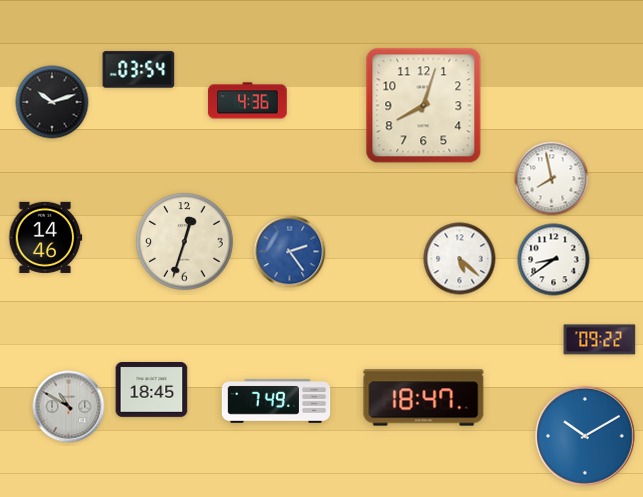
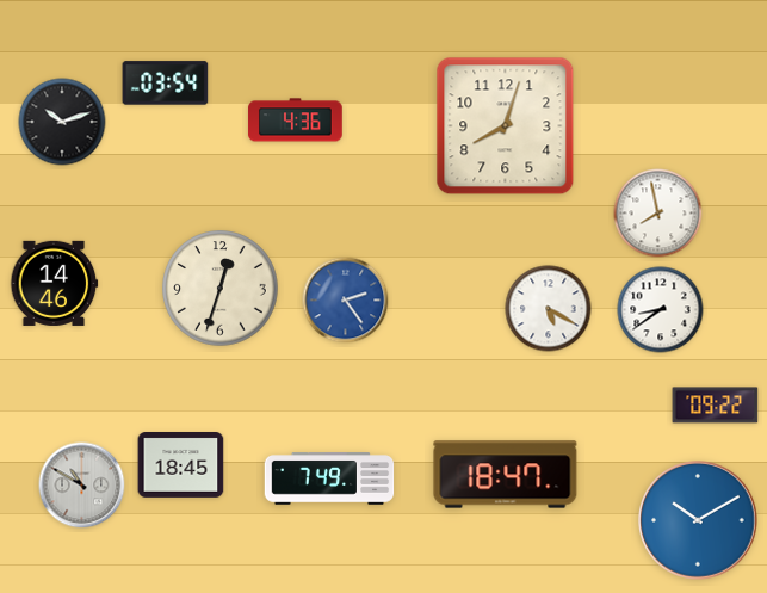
clock at (460, 259): 5:22 -> 5:20
